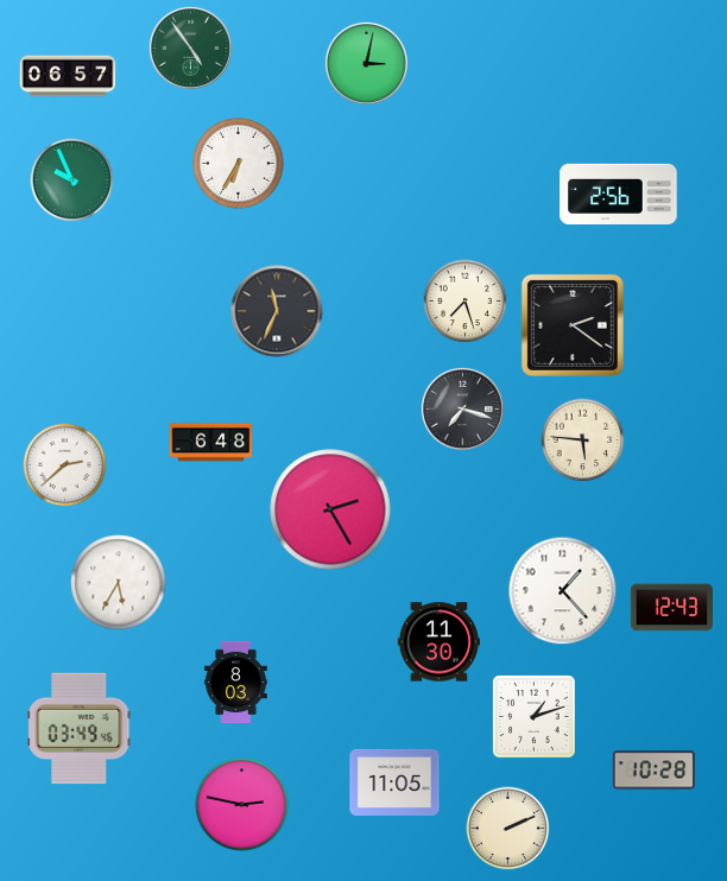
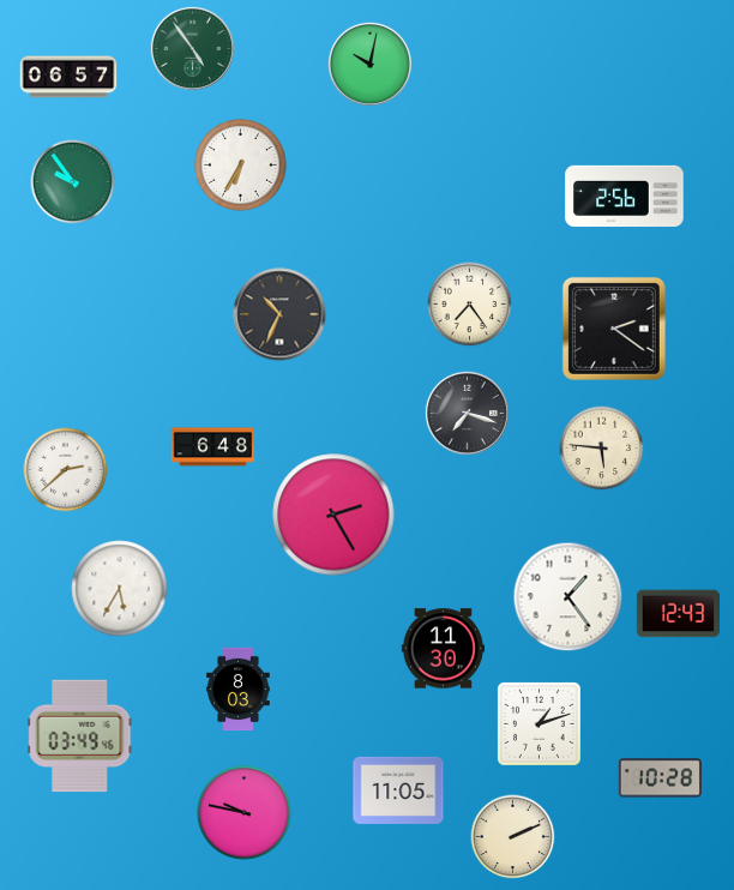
clock at (366, 63): 3:02 -> 10:02
clock at (72, 180): 9:56 -> 9:54
clock at (466, 302): 7:27 -> 7:24
clock at (277, 311): 11:34 -> 10:34
clock at (573, 325) position: (573, 325) -> (614, 329)
clock at (583, 441) position: (583, 441) -> (602, 449)
clock at (563, 591): 1:23 -> 1:24
clock at (242, 805): 2:47 -> 9:47
